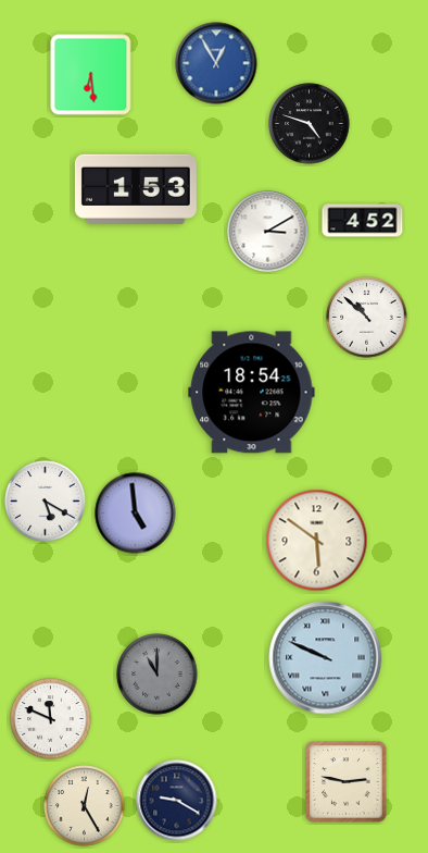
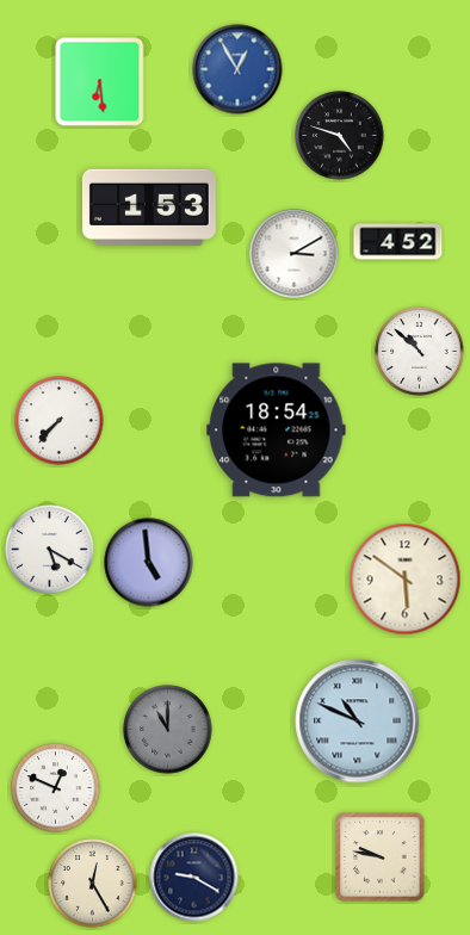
clock at (367, 318) position: (367, 318) -> (420, 352)
clock at (60, 421): none -> 7:37
clock at (317, 541) position: (317, 541) -> (406, 580)
clock at (326, 658): 9:49 -> 10:49
clock at (158, 675) position: (158, 675) -> (168, 730)
clock at (51, 719): 11:49 -> 12:49
clock at (347, 782): 2:47 -> 9:47
